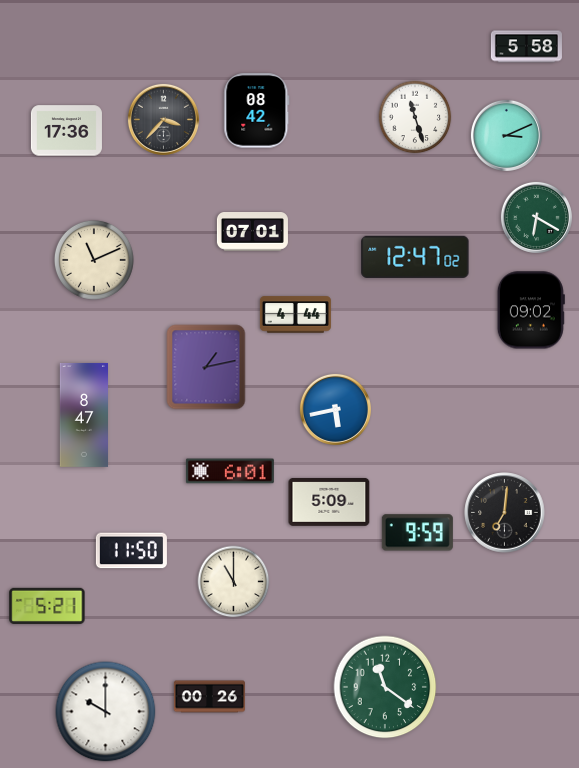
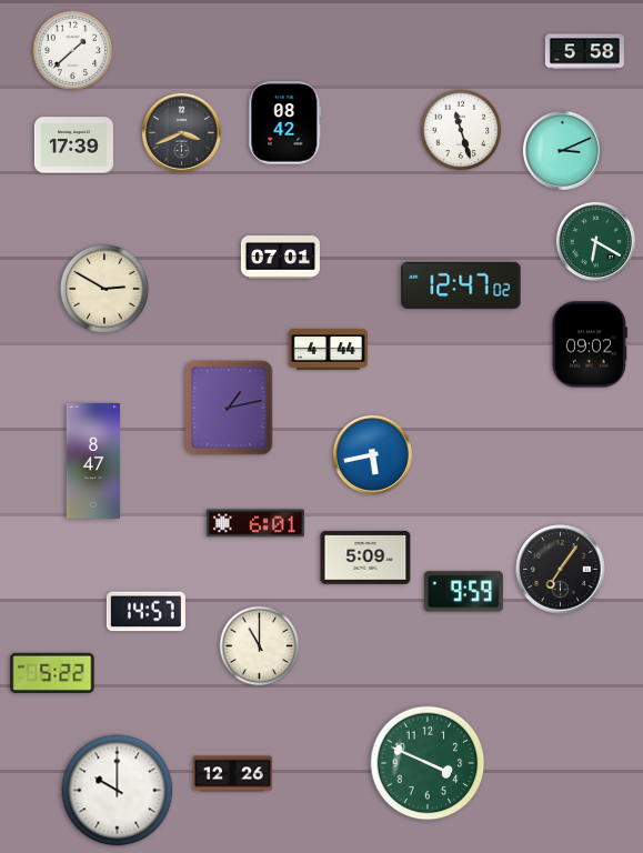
clock at (73, 51): none -> 1:38
clock at (163, 119): 3:37 -> 3:41
clock at (66, 131): 17:36 -> 17:39
clock at (94, 260): 11:11 -> 2:50
clock at (505, 513): 7:01 -> 7:06
clock at (131, 551): 11:50 -> 14:57
clock at (47, 606): 5:21 -> 5:22
clock at (385, 687): 11:21 -> 3:49
clock at (209, 697): 00:26 -> 12:26
